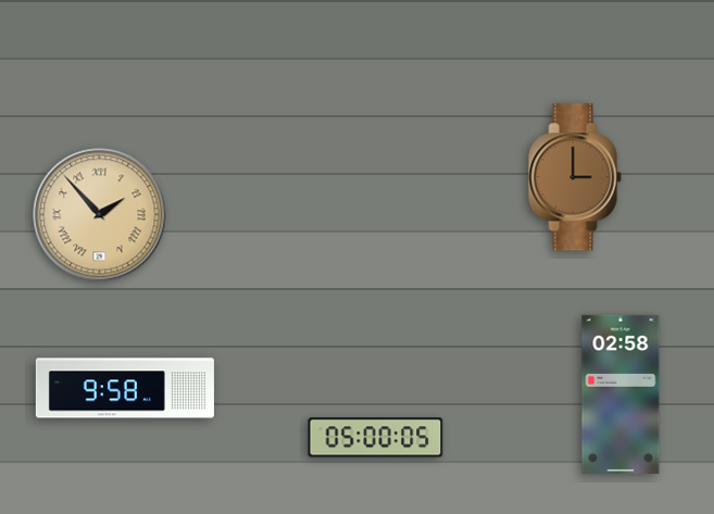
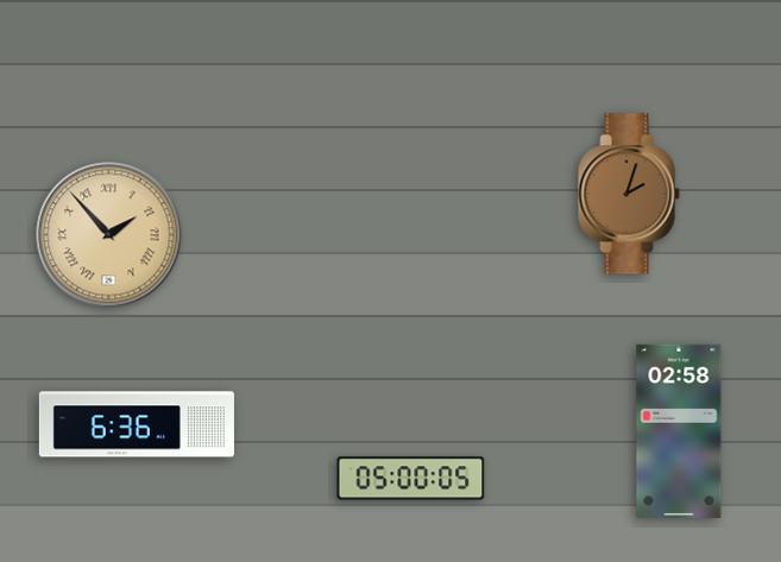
clock at (575, 177): 3:00 -> 2:03
clock at (125, 388): 9:58 -> 6:36
